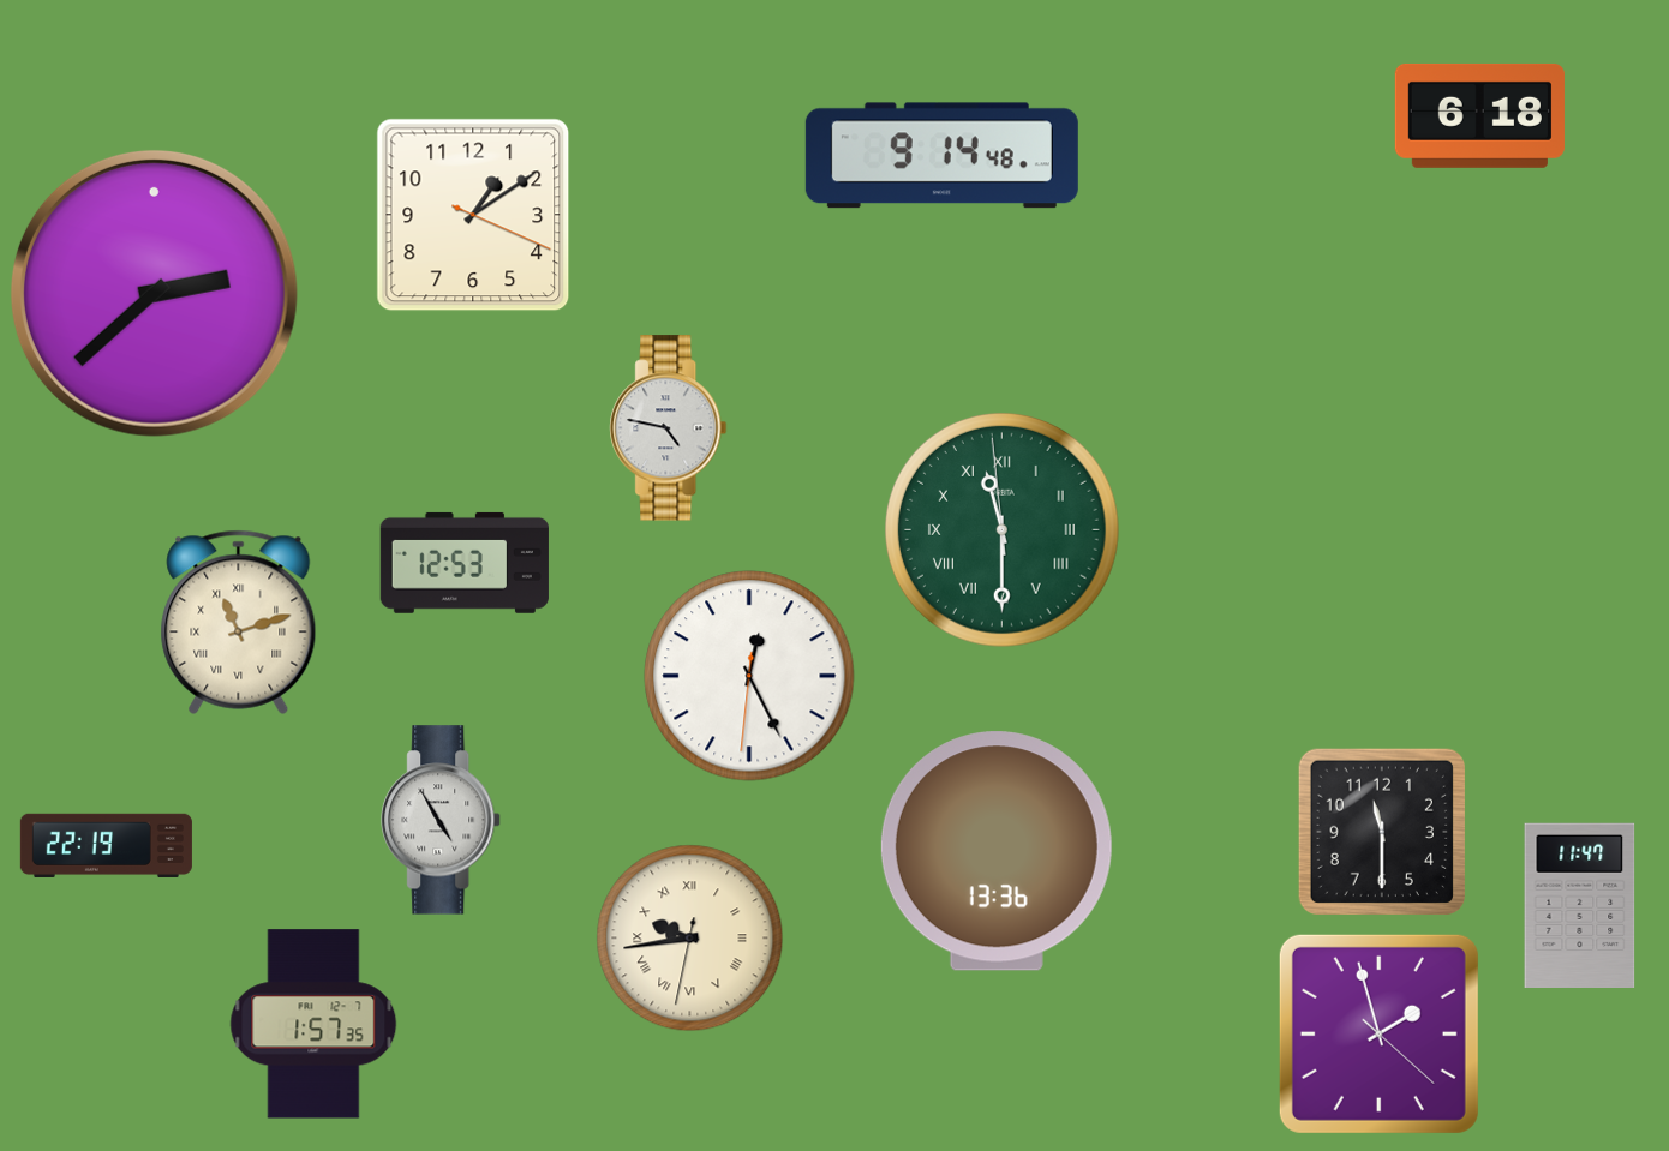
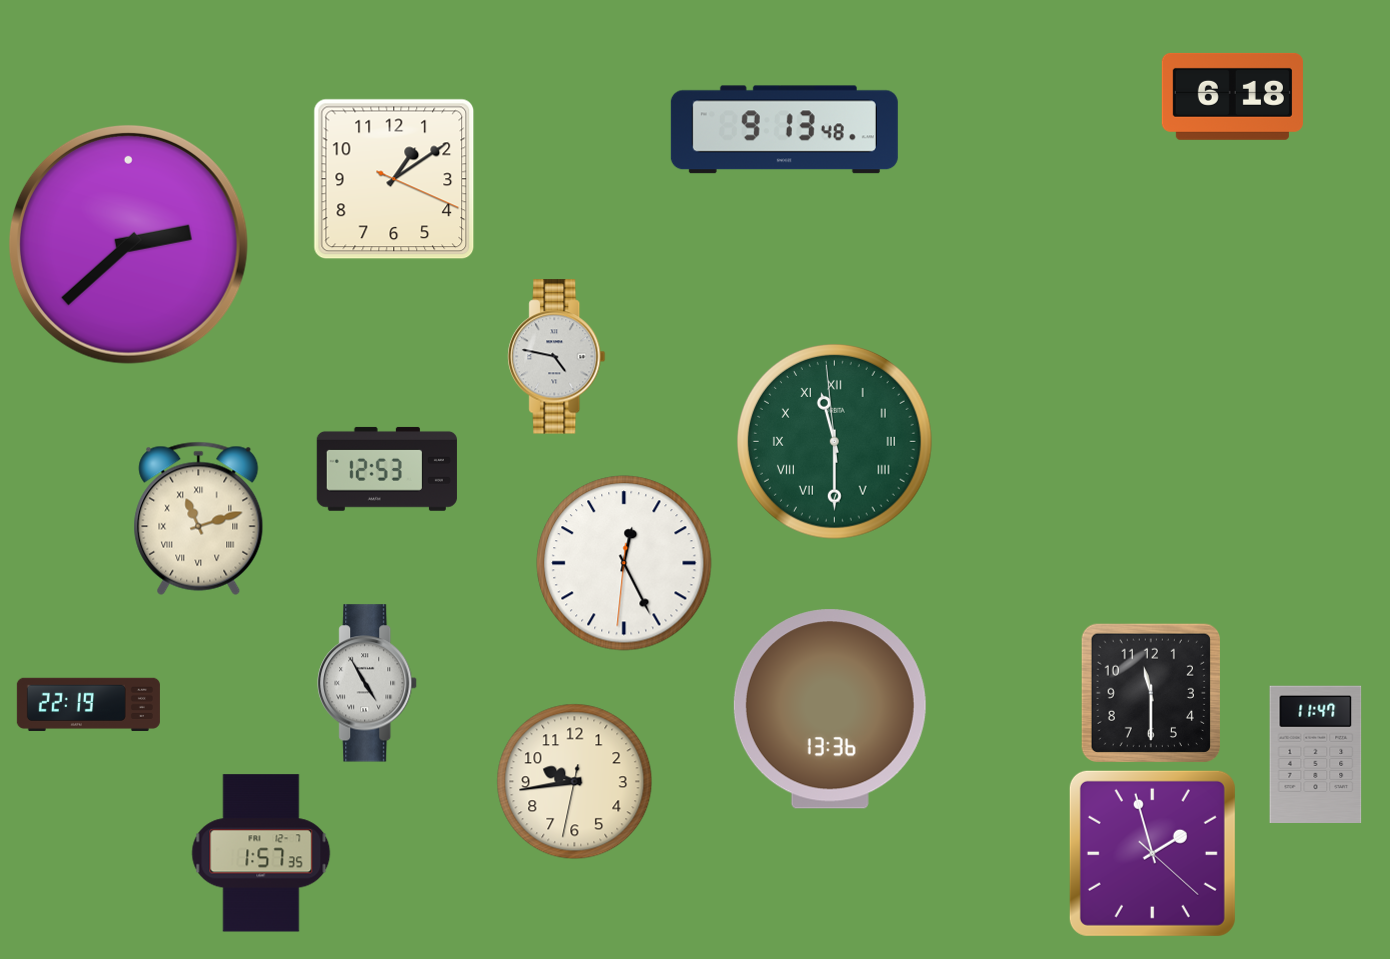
clock at (941, 156): 9:14 -> 9:13
clock at (690, 939) numerals: Roman -> Arabic
clock at (1378, 1033) position: (1378, 1033) -> (1152, 853)
